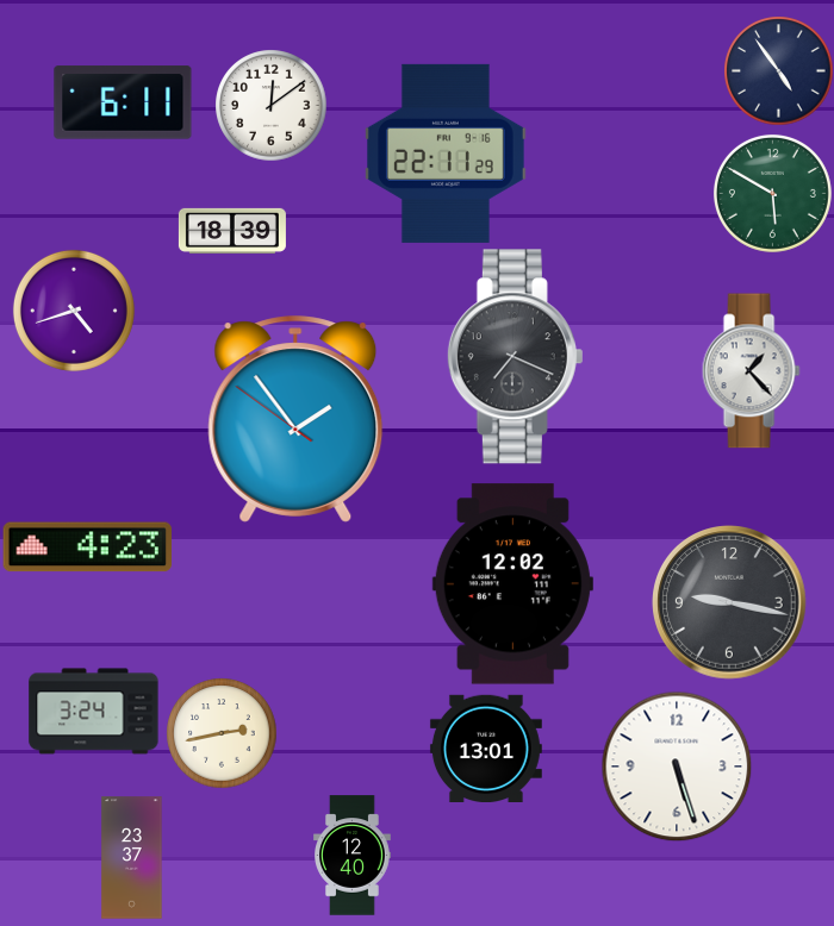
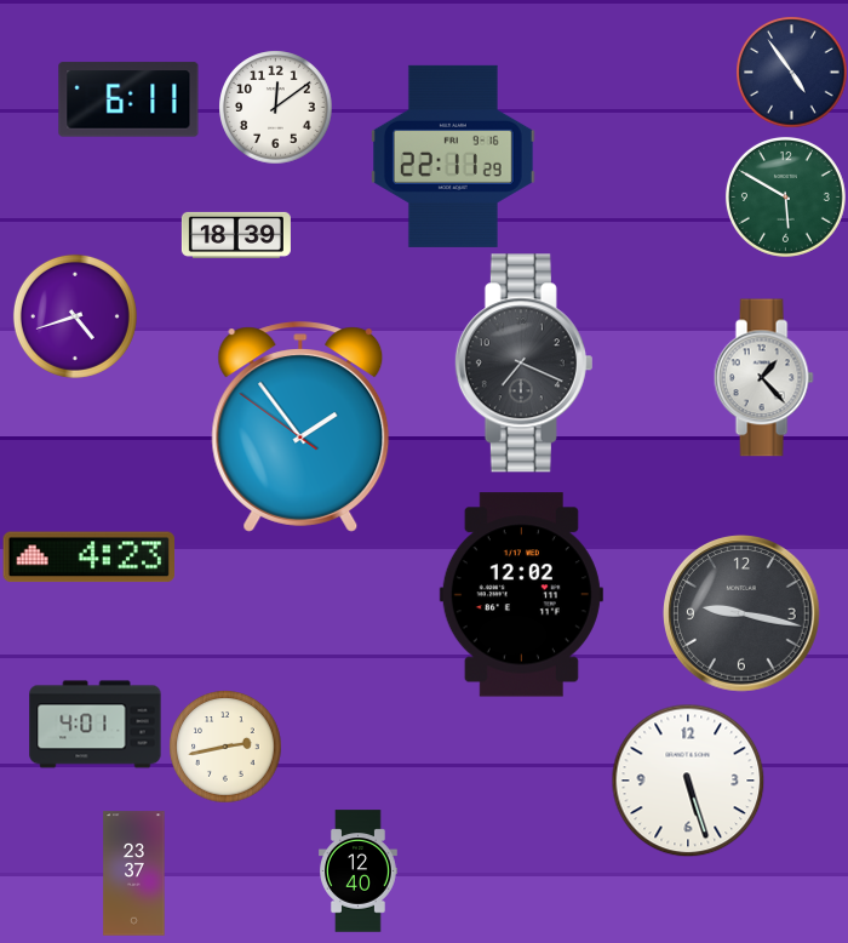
clock at (123, 102) position: (123, 102) -> (128, 99)
clock at (94, 712): 3:24 -> 4:01
clock at (486, 747): 13:01 -> none
